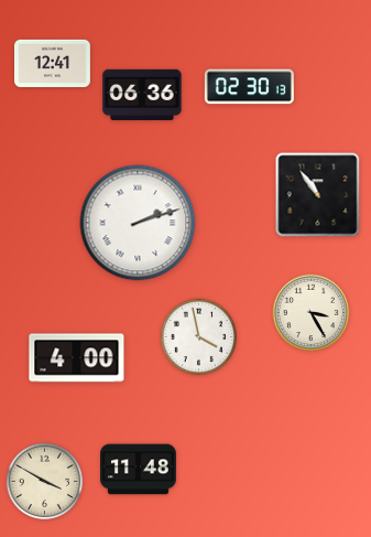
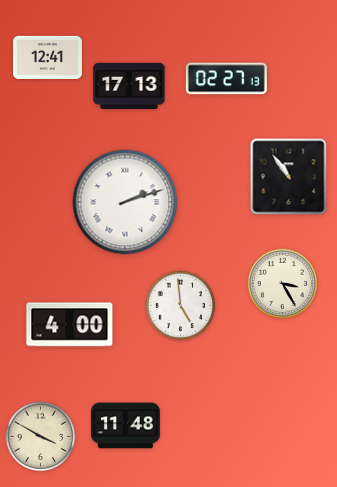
clock at (249, 87): 02:30 -> 02:27
clock at (142, 95): 06:36 -> 17:13
clock at (198, 336): 3:58 -> 4:59
